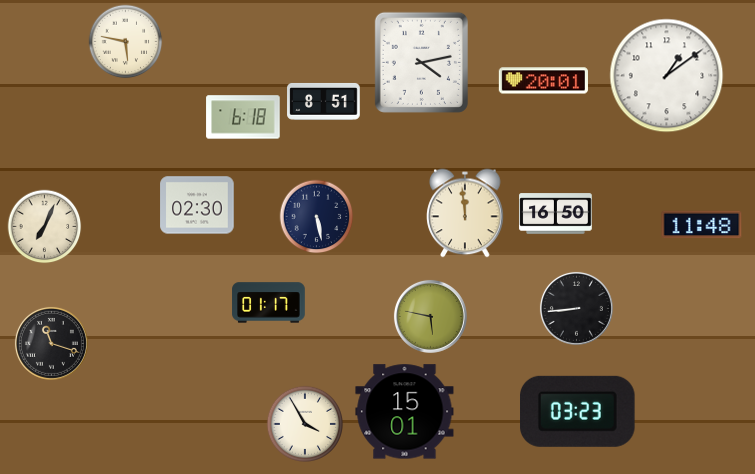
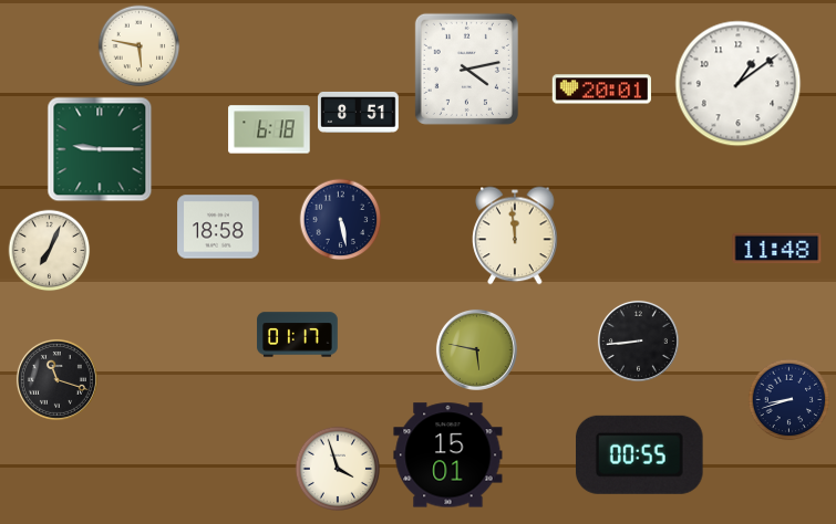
clock at (100, 149): none -> 9:15
clock at (197, 205): 02:30 -> 18:58
clock at (556, 214): 16:50 -> none
clock at (317, 217) position: (317, 217) -> (341, 220)
clock at (789, 400): none -> 8:42
clock at (578, 411): 03:23 -> 00:55
clock at (305, 424): 3:55 -> 3:57
